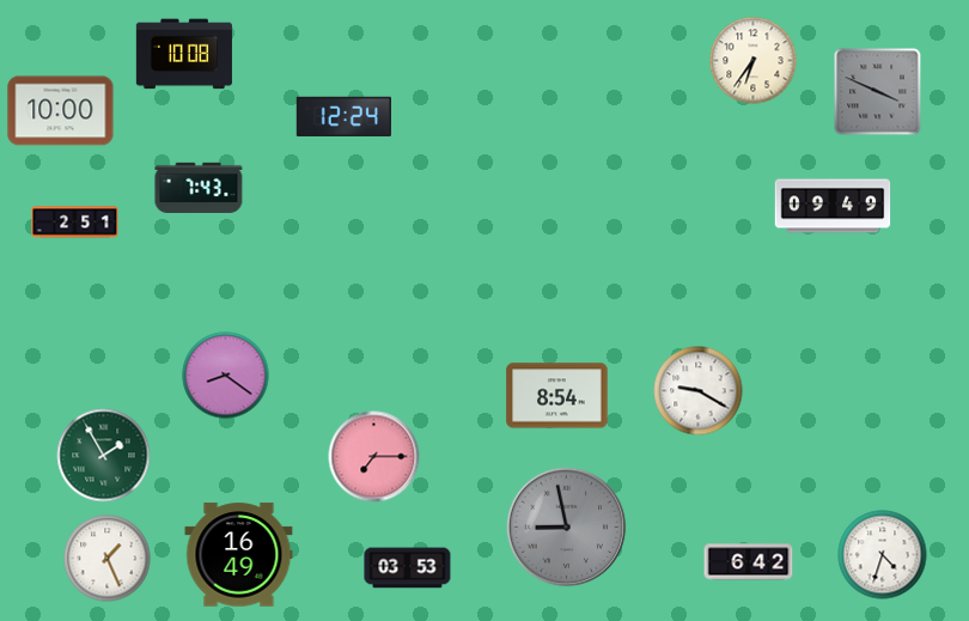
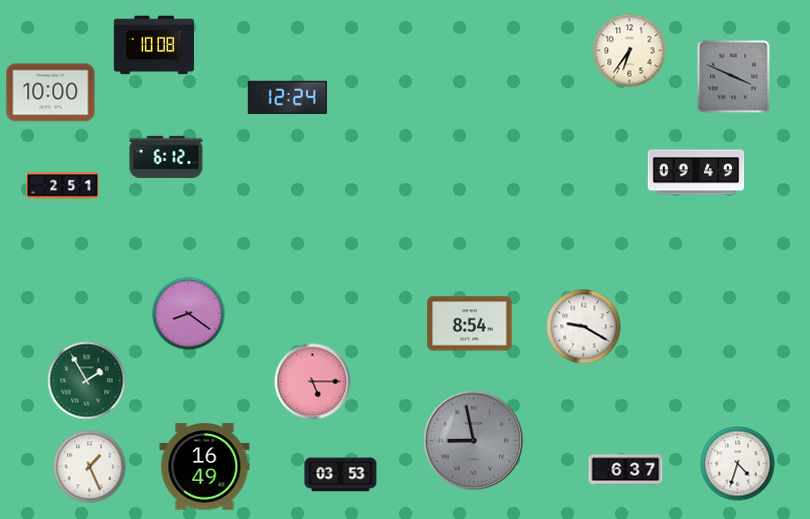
clock at (199, 188): 7:43 -> 6:12
clock at (557, 396) position: (557, 396) -> (470, 324)
clock at (374, 457): 7:15 -> 5:15
clock at (239, 555) position: (239, 555) -> (205, 467)
clock at (749, 562): 6:42 -> 6:37
